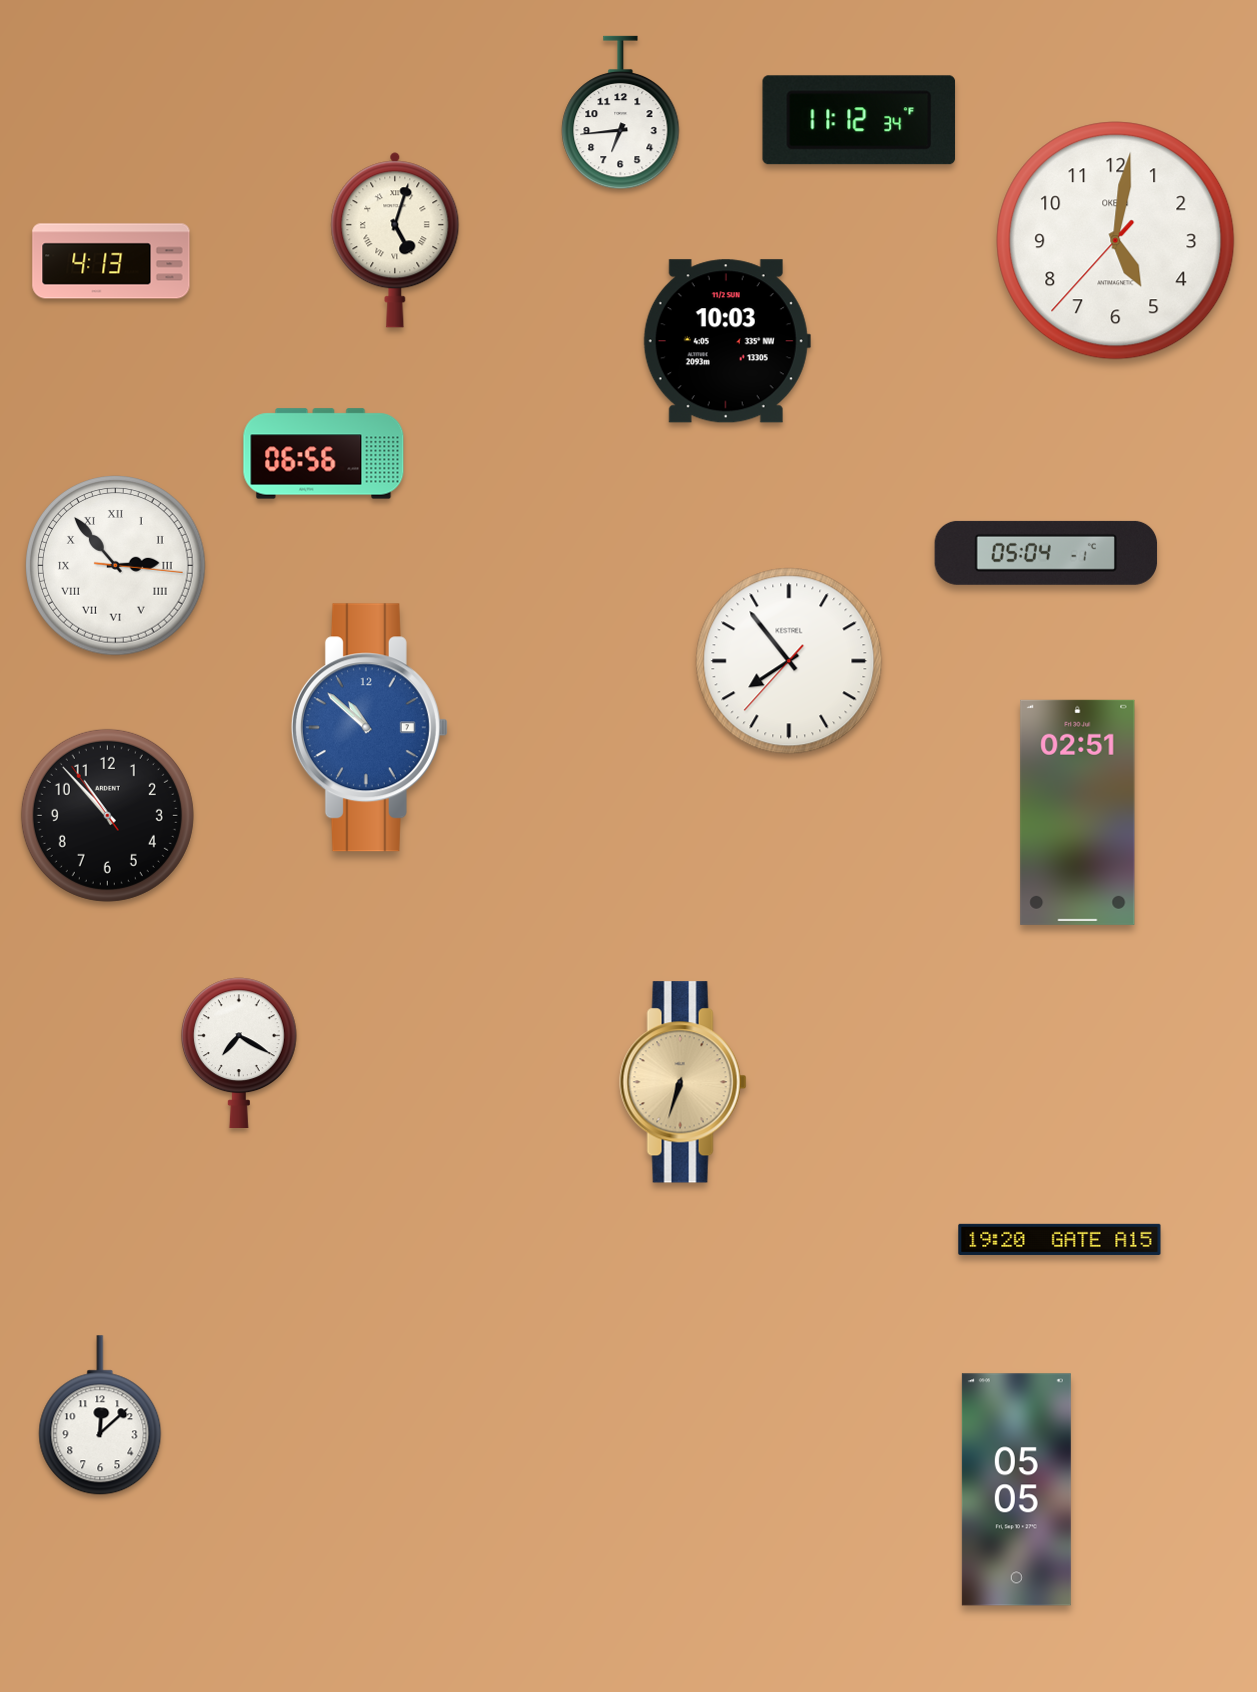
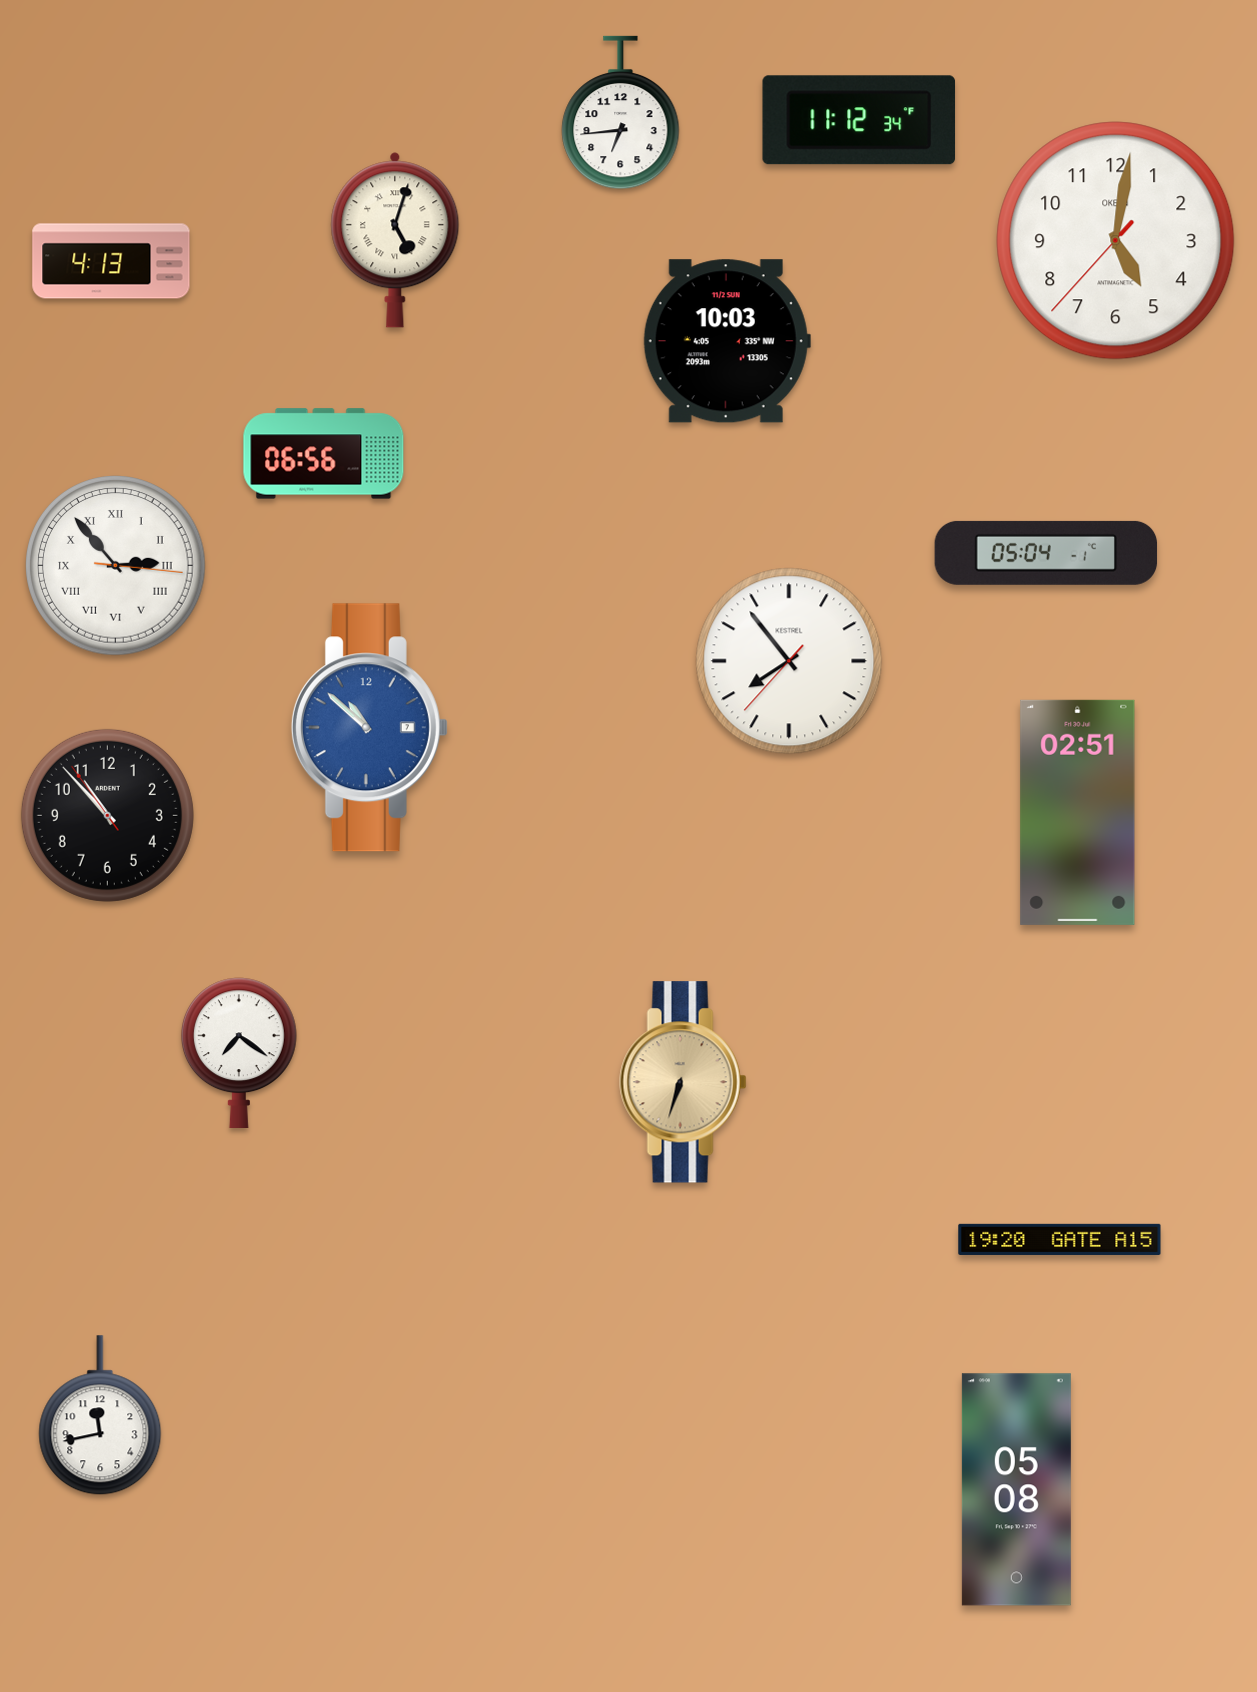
clock at (239, 1052): 7:20 -> 7:21
clock at (100, 1416): 12:08 -> 11:43
clock at (1016, 1490): 05:05 -> 05:08
